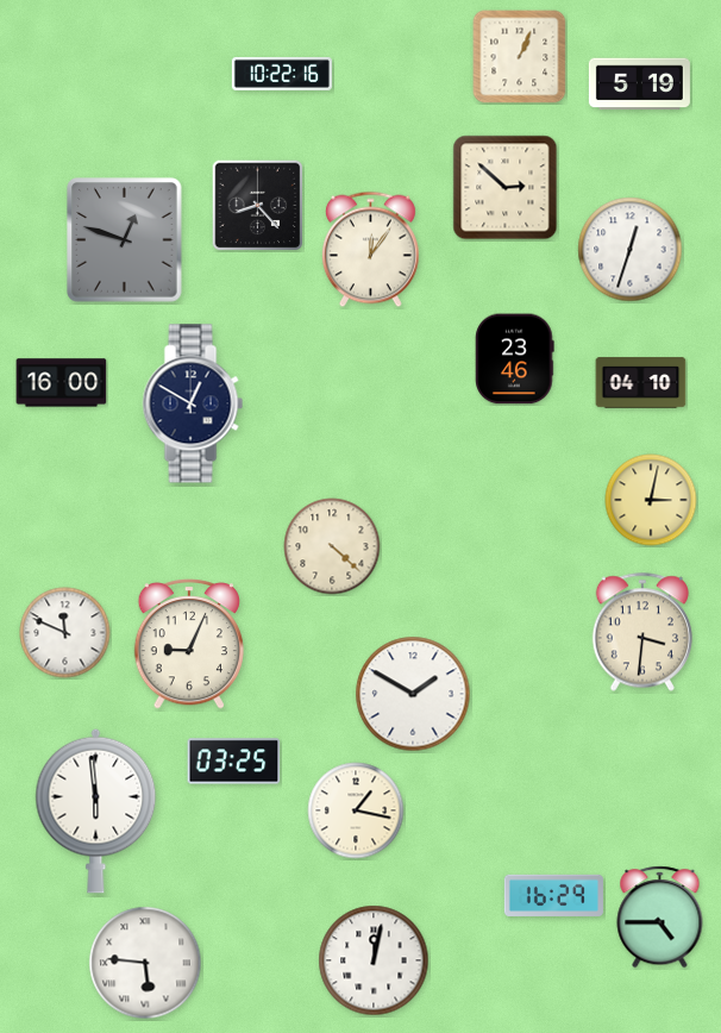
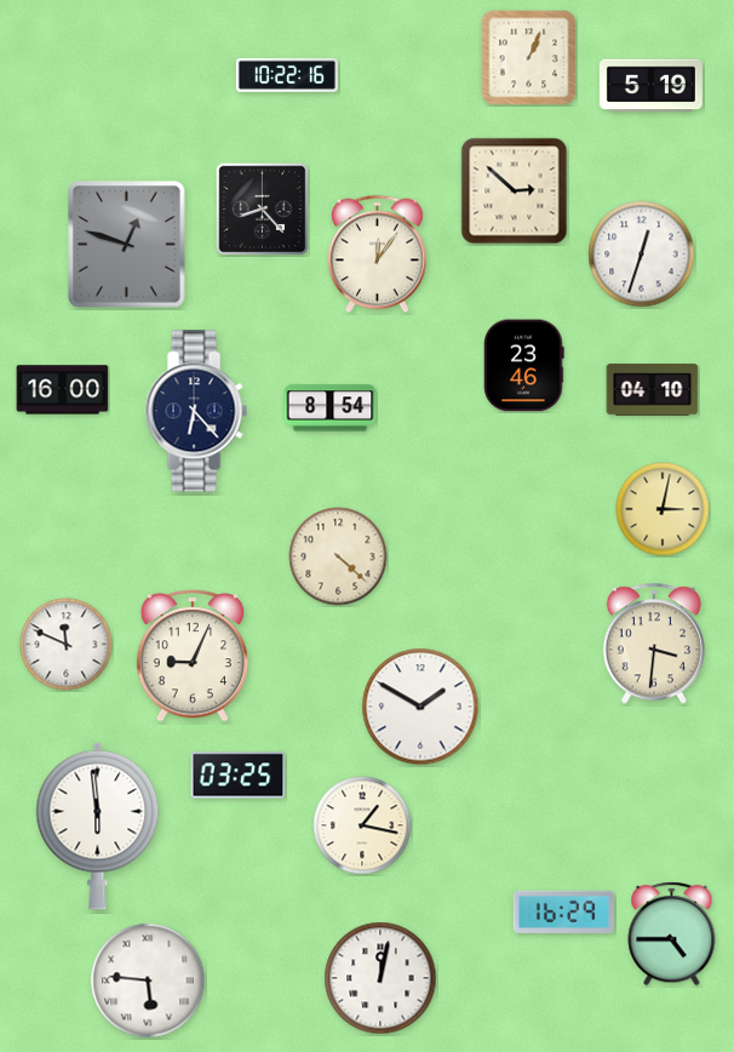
clock at (331, 408): none -> 8:54
clock at (193, 403): 12:50 -> 6:23
